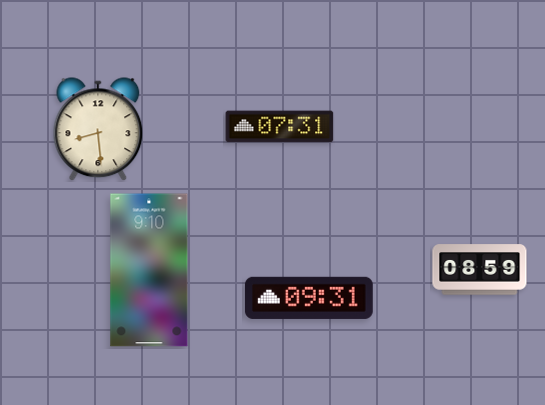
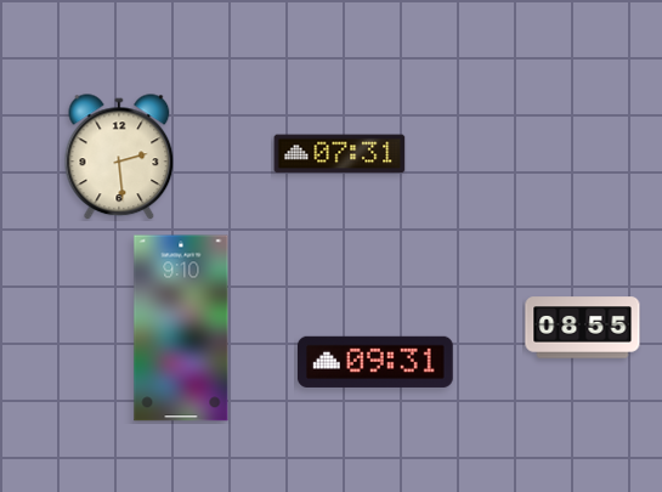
clock at (98, 129): 8:29 -> 2:29
clock at (480, 270): 08:59 -> 08:55
